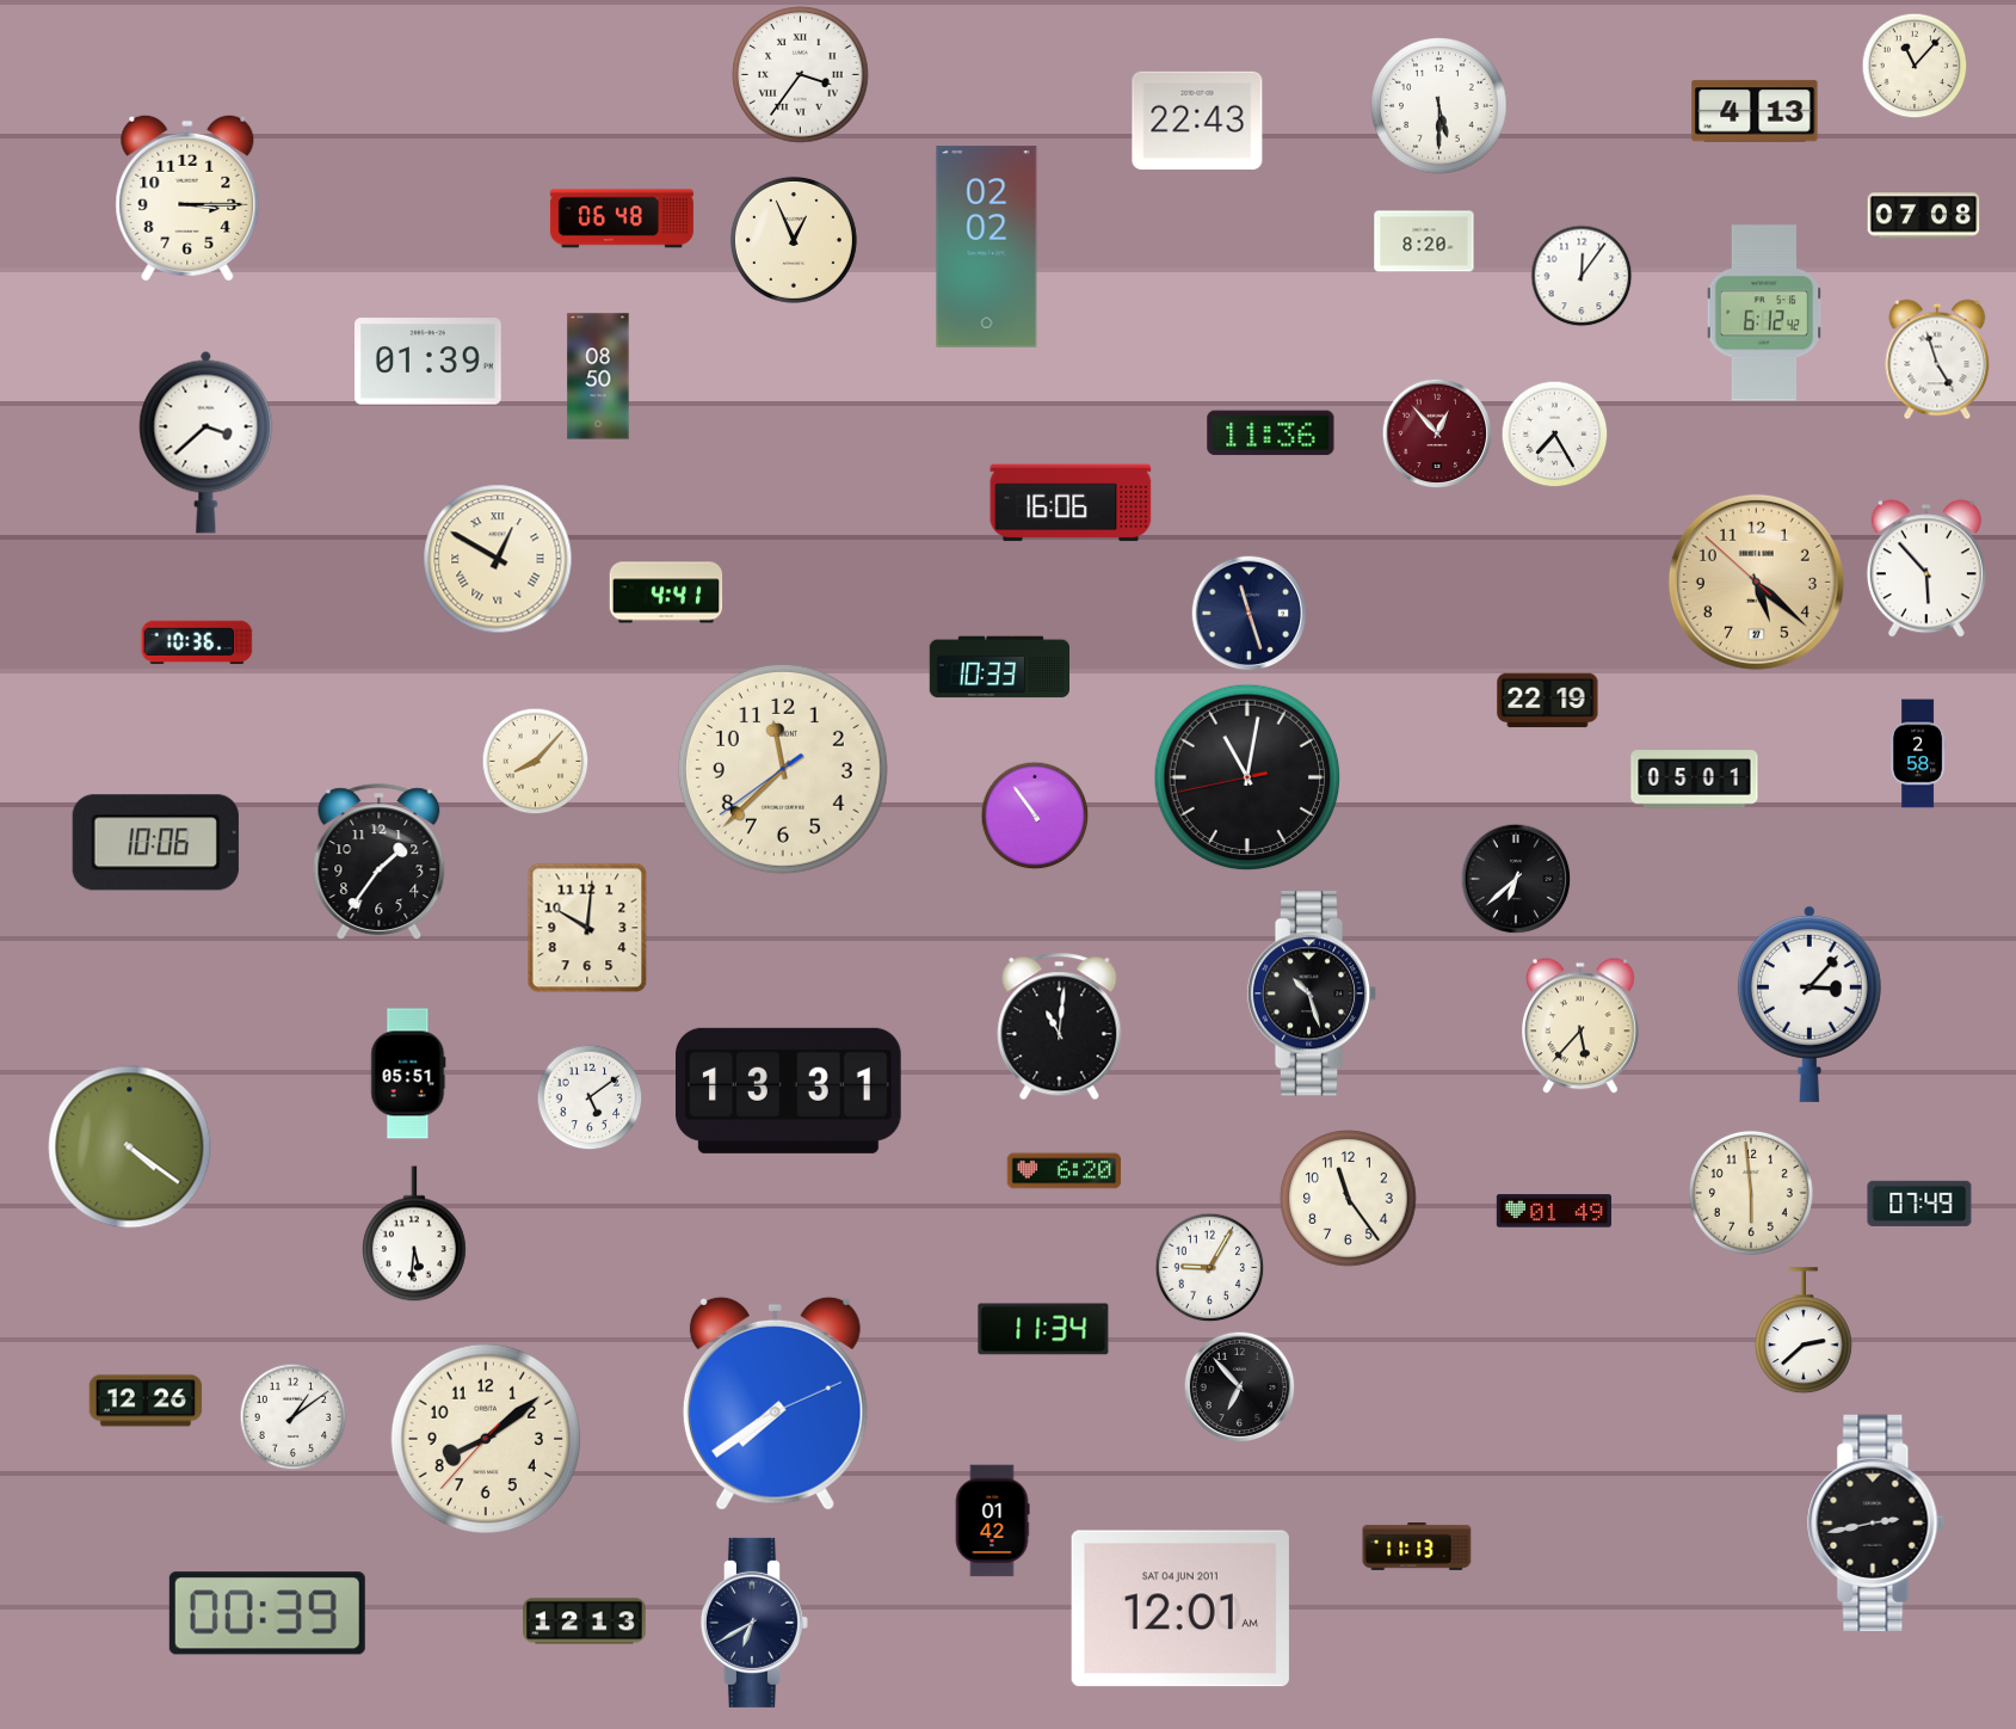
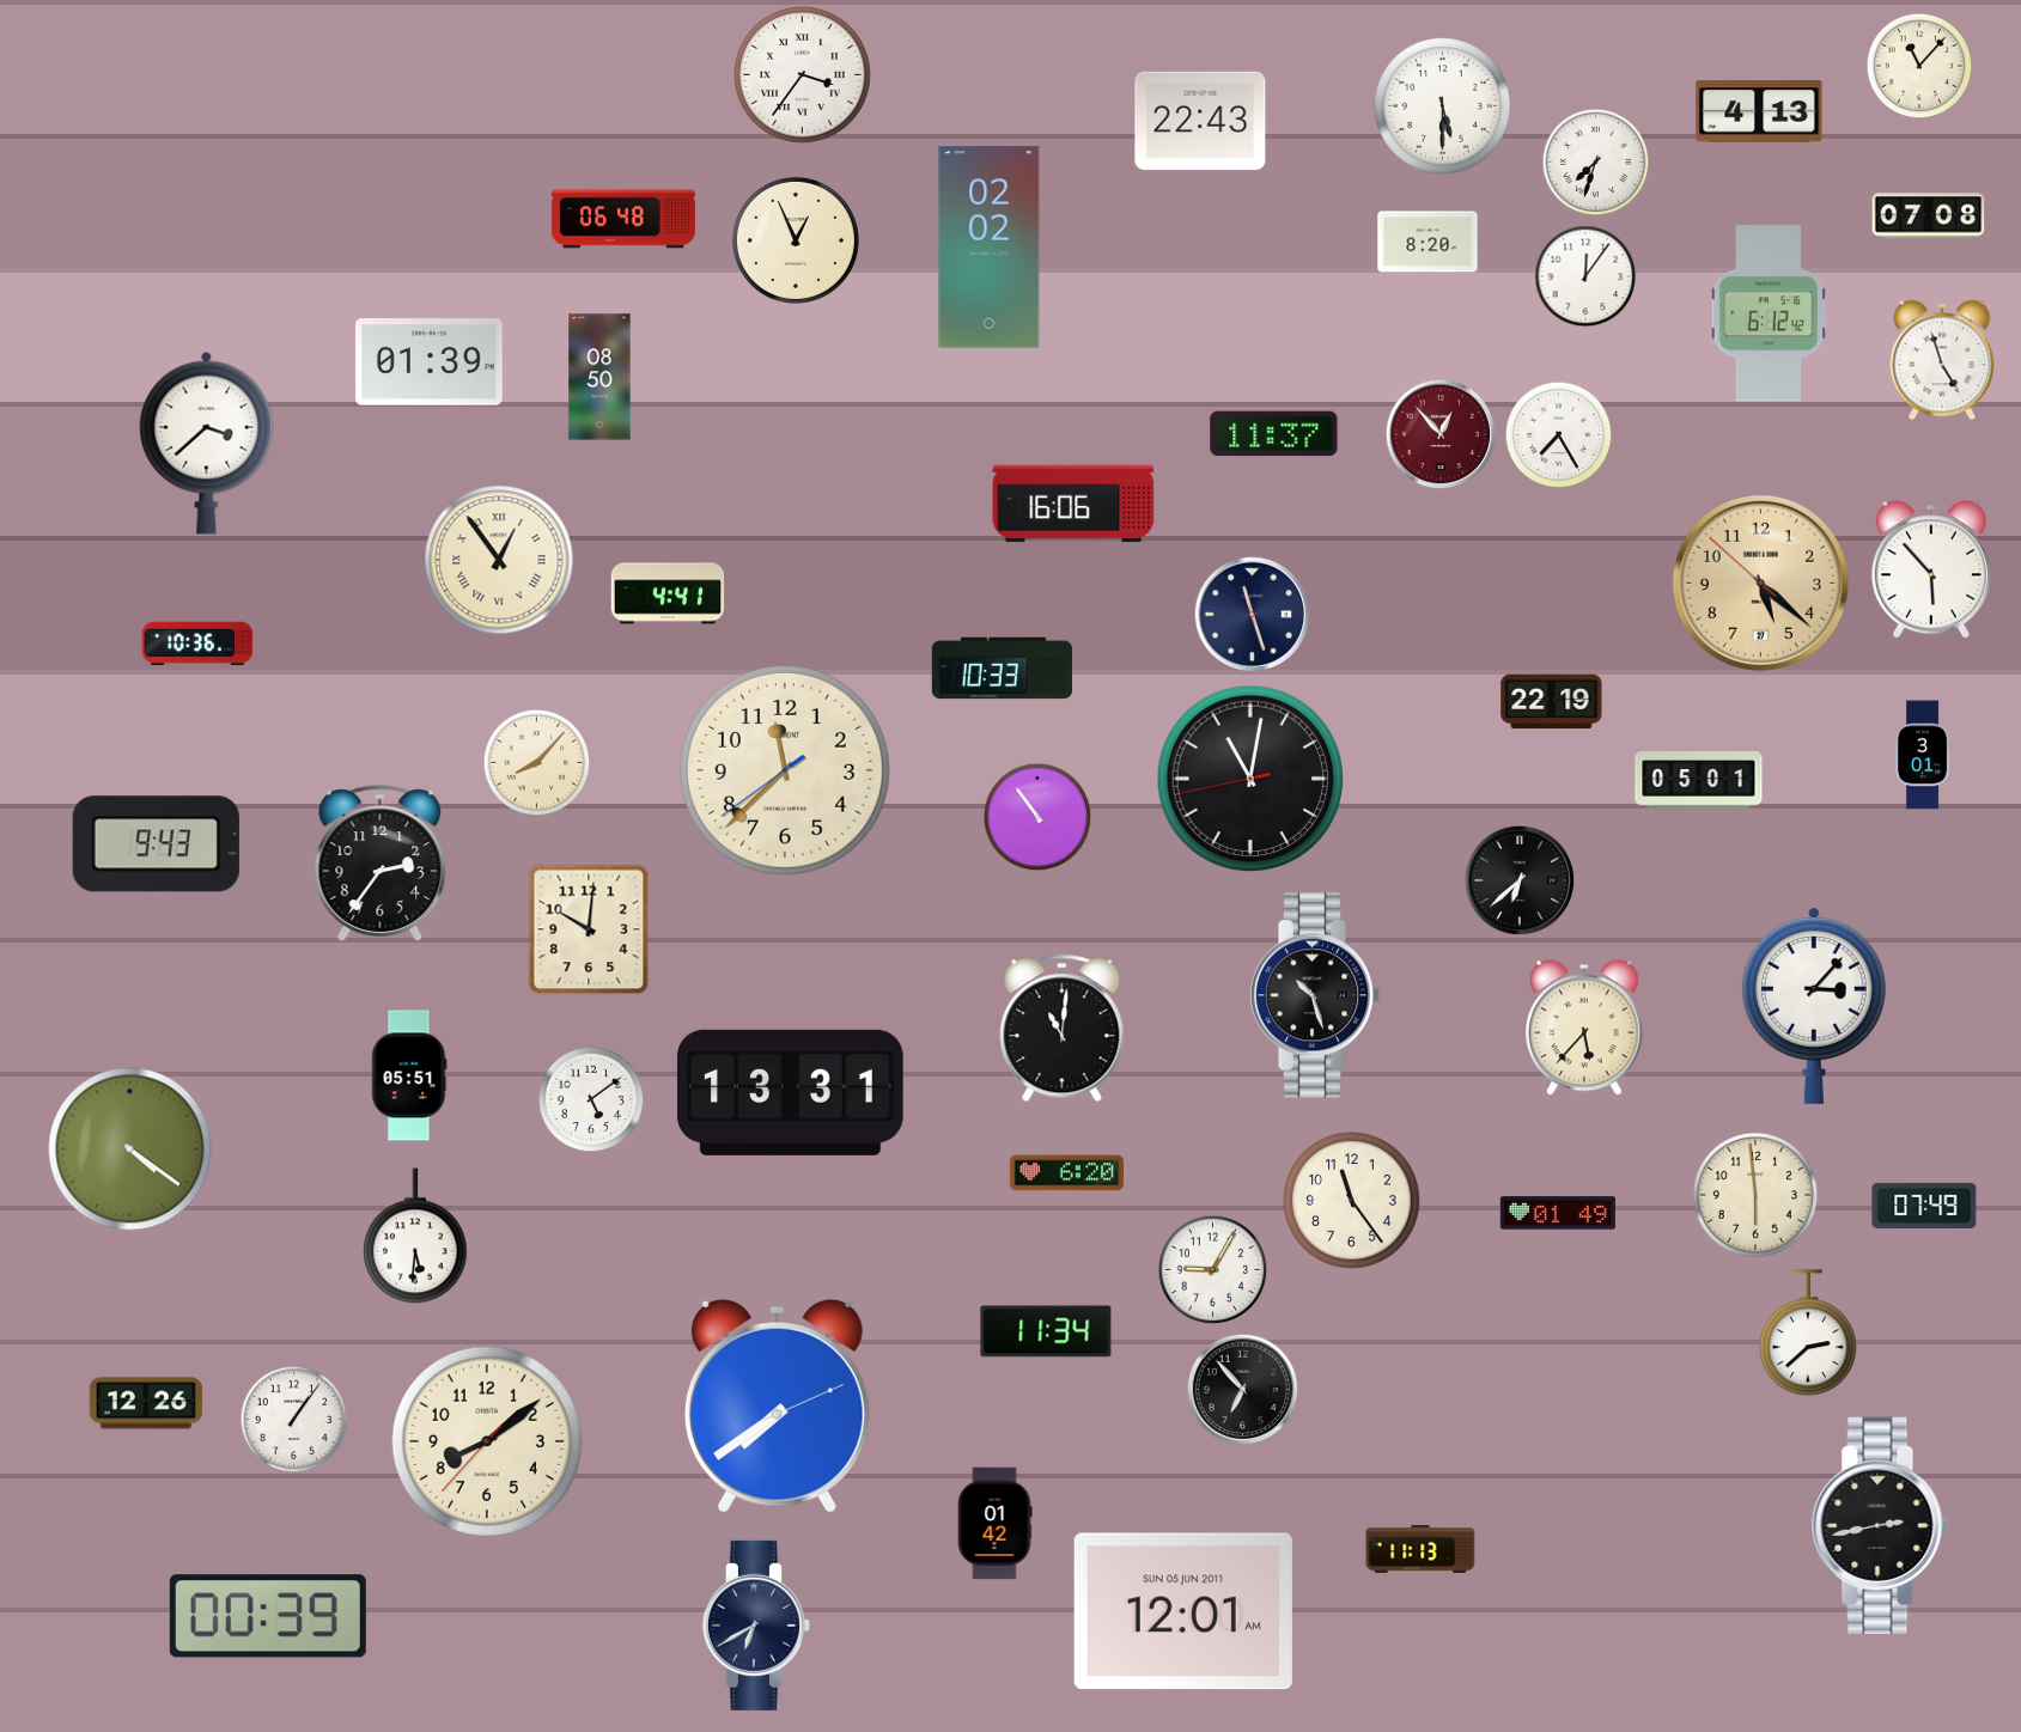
clock at (1596, 163): none -> 7:33
clock at (187, 198): 3:15 -> none
clock at (1271, 433): 11:36 -> 11:37
clock at (498, 559): 12:50 -> 12:54
clock at (1918, 753): 2:58 -> 3:01
clock at (155, 843): 10:06 -> 9:43
clock at (380, 862): 1:36 -> 2:36
clock at (294, 1417): 1:09 -> 1:06
clock at (1180, 1608) date: SAT 04 JUN 2011 -> SUN 05 JUN 2011
clock at (585, 1622): 12:13 -> none
